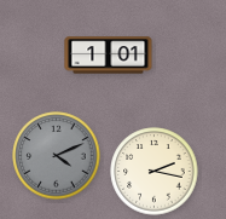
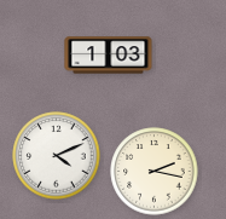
clock at (109, 56): 1:01 -> 1:03
clock at (57, 156) dial: grey -> white
